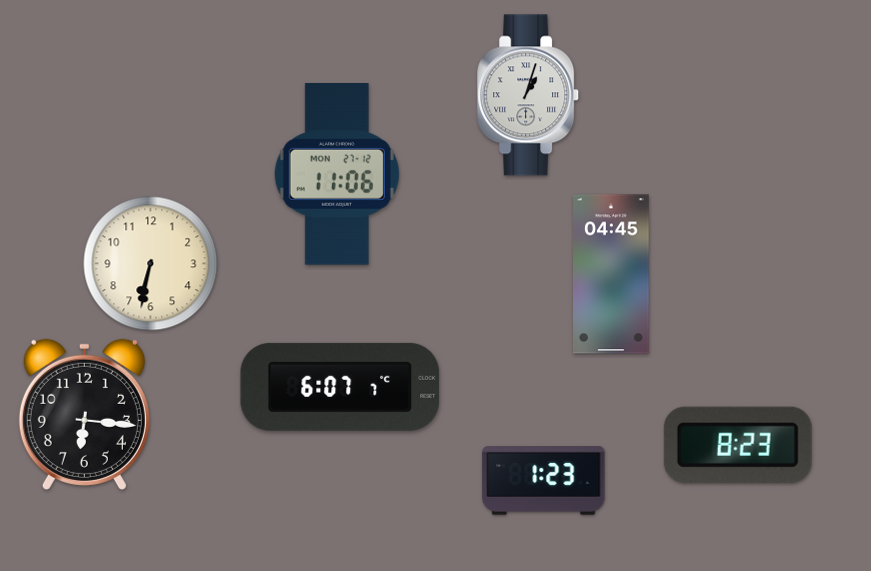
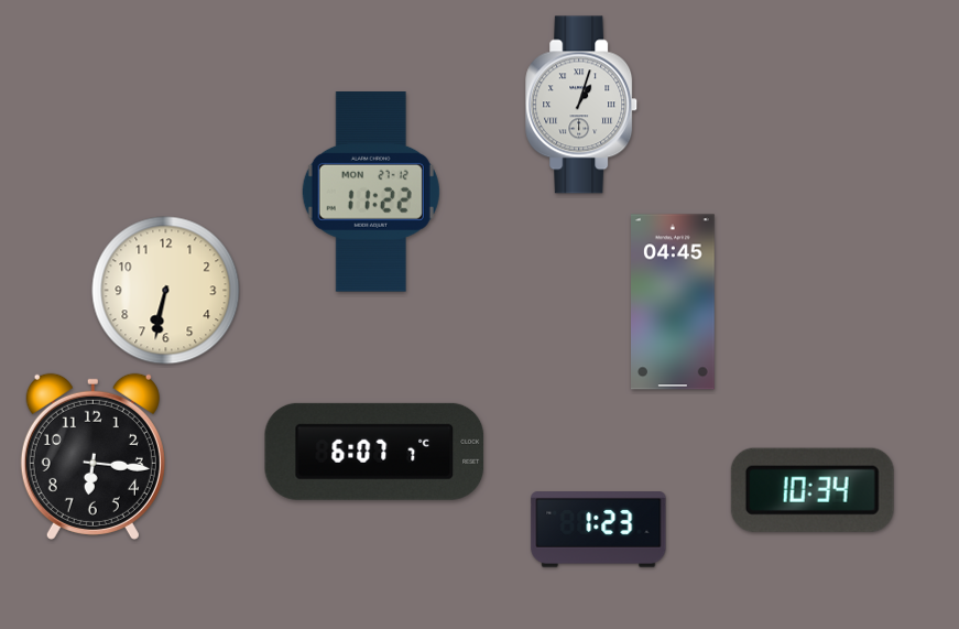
clock at (337, 175): 11:06 -> 11:22
clock at (340, 387) position: (340, 387) -> (374, 452)
clock at (738, 445): 8:23 -> 10:34
